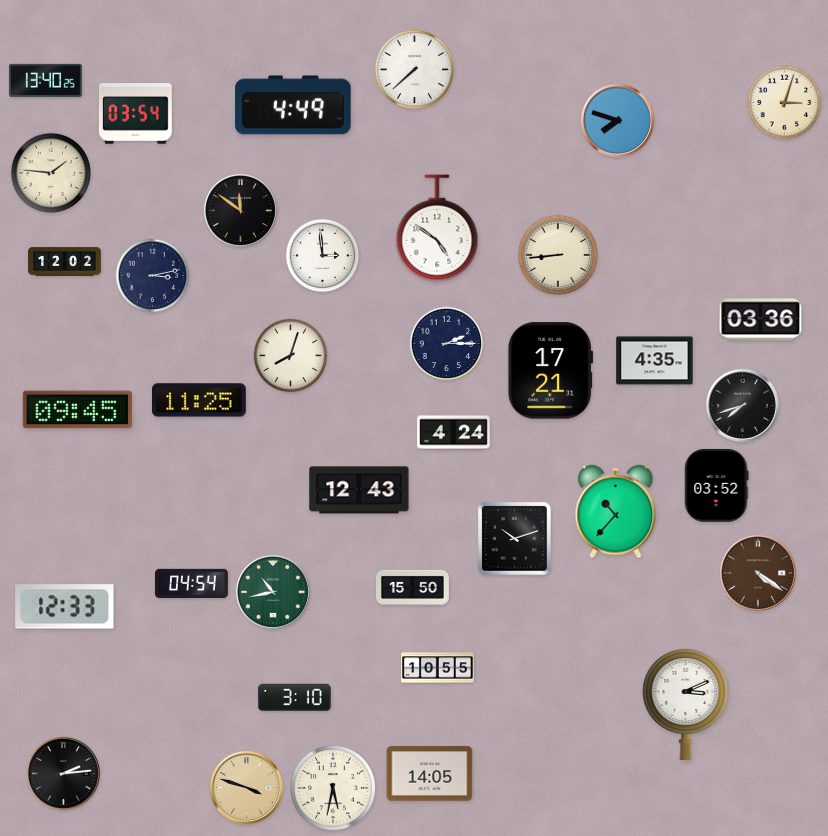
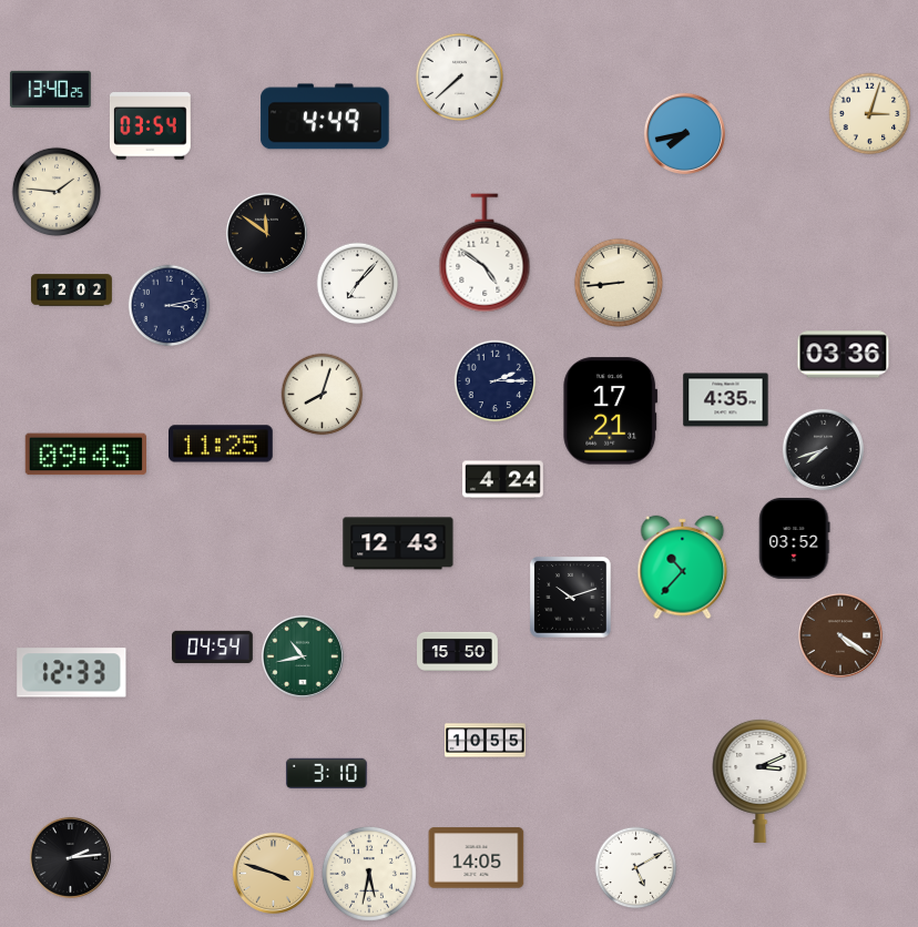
clock at (617, 120): 7:48 -> 7:43
clock at (323, 256): 2:59 -> 7:07
clock at (636, 868): none -> 5:10
